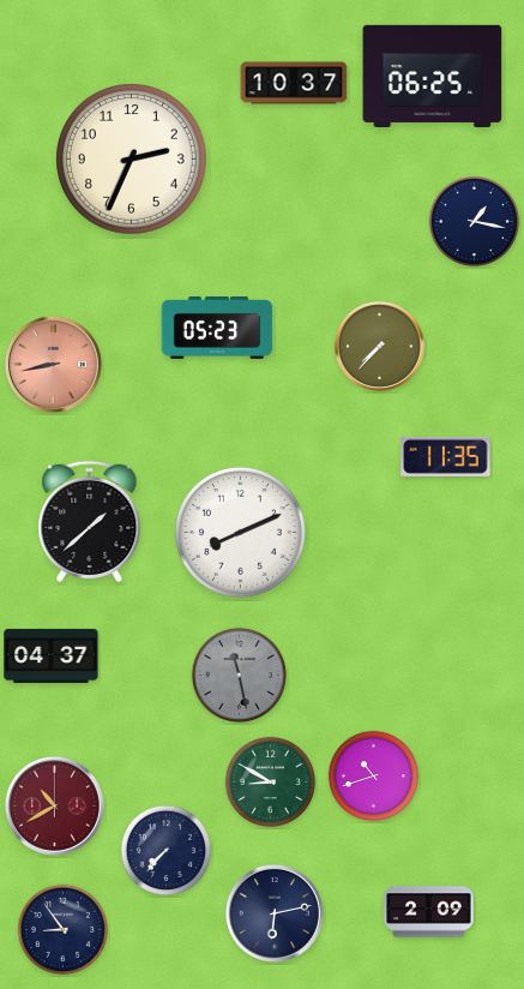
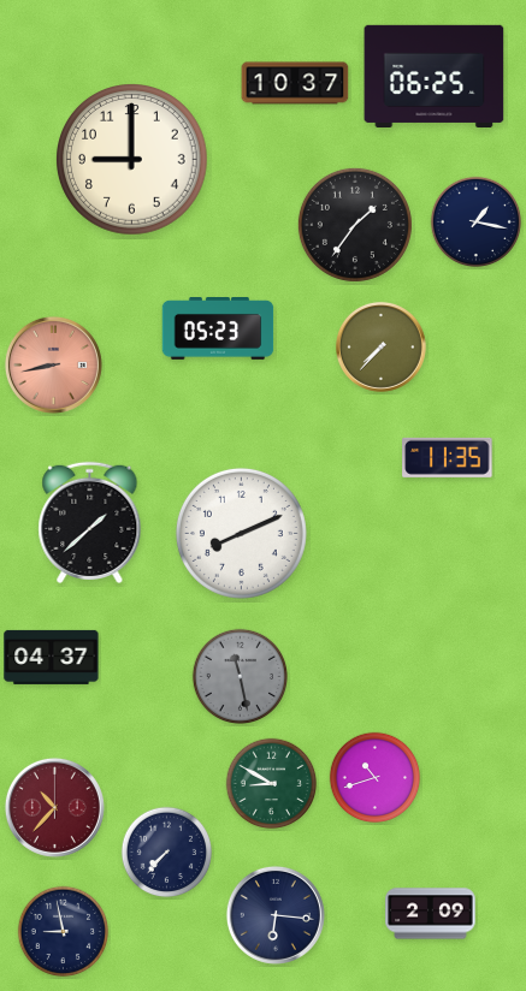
clock at (132, 160): 2:34 -> 9:00
clock at (355, 225): none -> 1:36
clock at (54, 805): 10:40 -> 10:37
clock at (275, 913): 6:13 -> 6:16
clock at (64, 930): 8:54 -> 8:58
